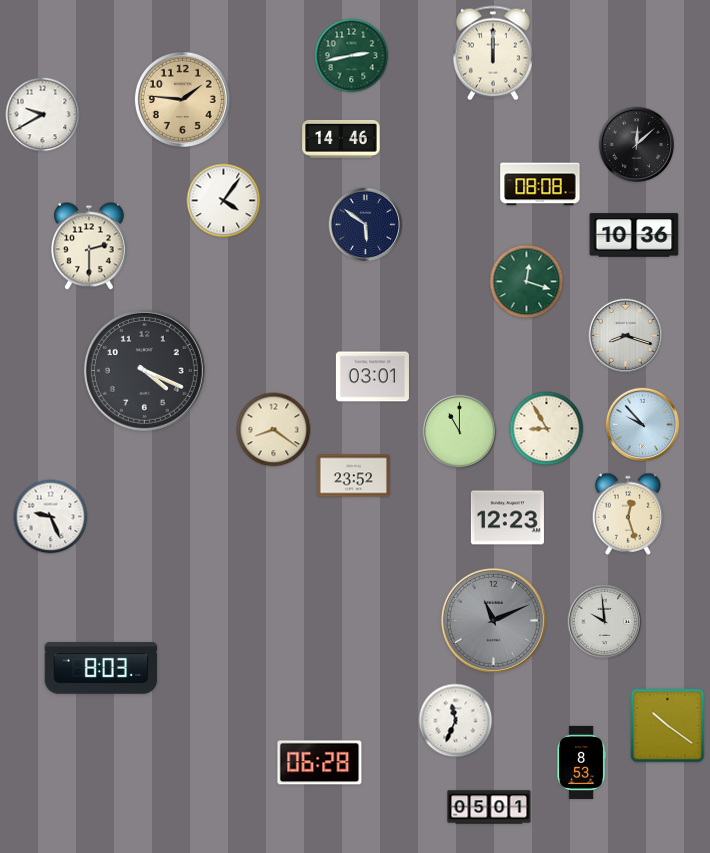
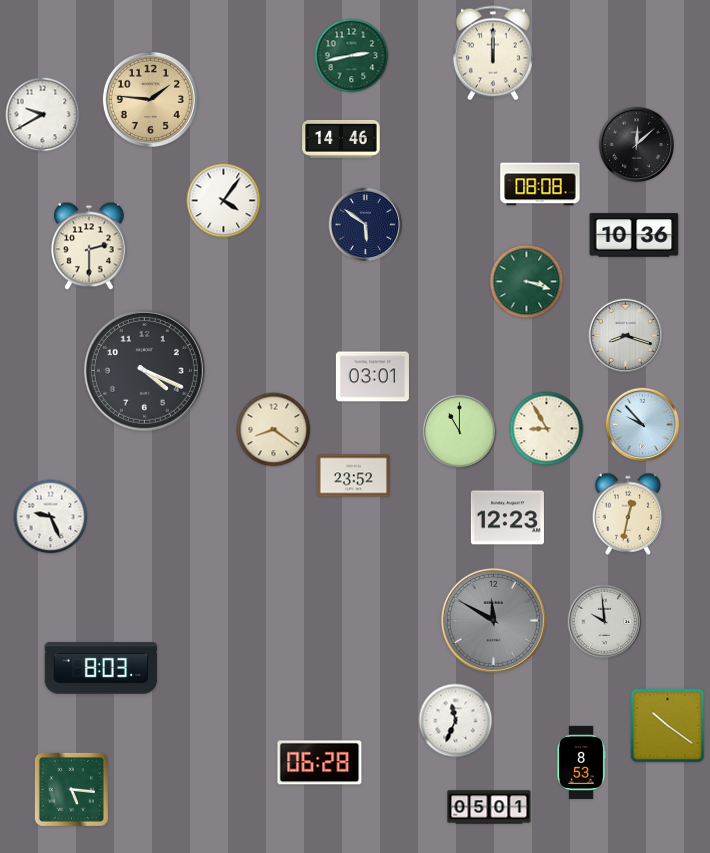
clock at (182, 99) position: (182, 99) -> (150, 99)
clock at (527, 282): 12:18 -> 3:18
clock at (628, 514): 12:27 -> 12:32
clock at (493, 620): 11:11 -> 11:50
clock at (71, 789): none -> 5:16
